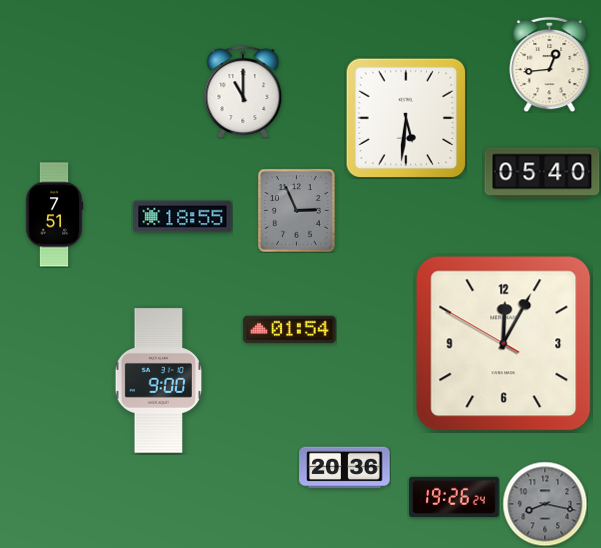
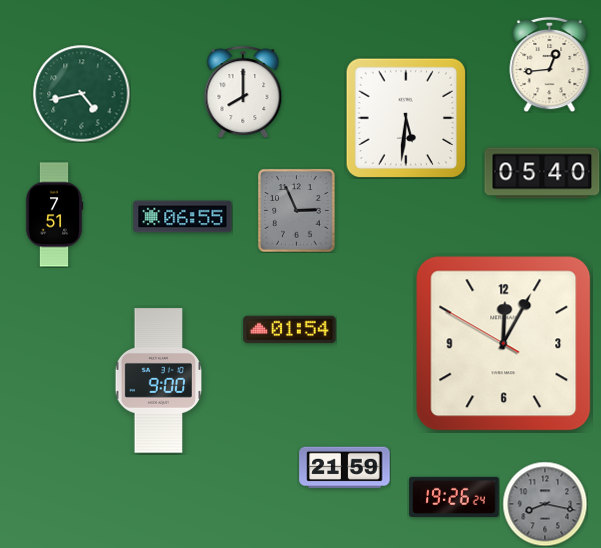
clock at (243, 92): 11:00 -> 8:00
clock at (81, 93): none -> 4:43
clock at (183, 217): 18:55 -> 06:55
clock at (345, 468): 20:36 -> 21:59
